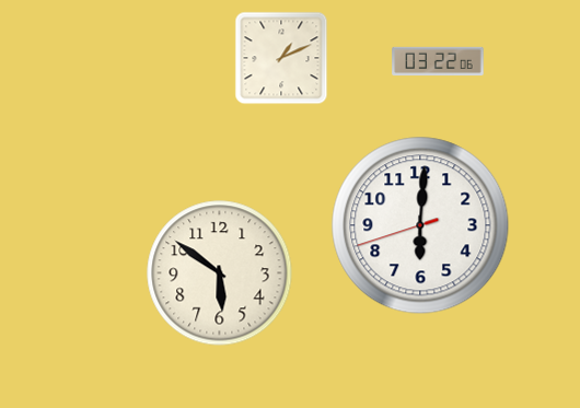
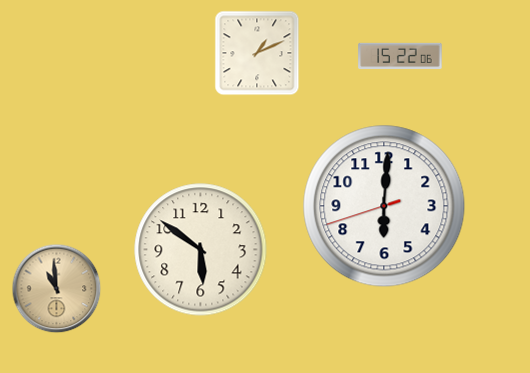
clock at (438, 61): 03:22 -> 15:22
clock at (57, 289): none -> 10:59
